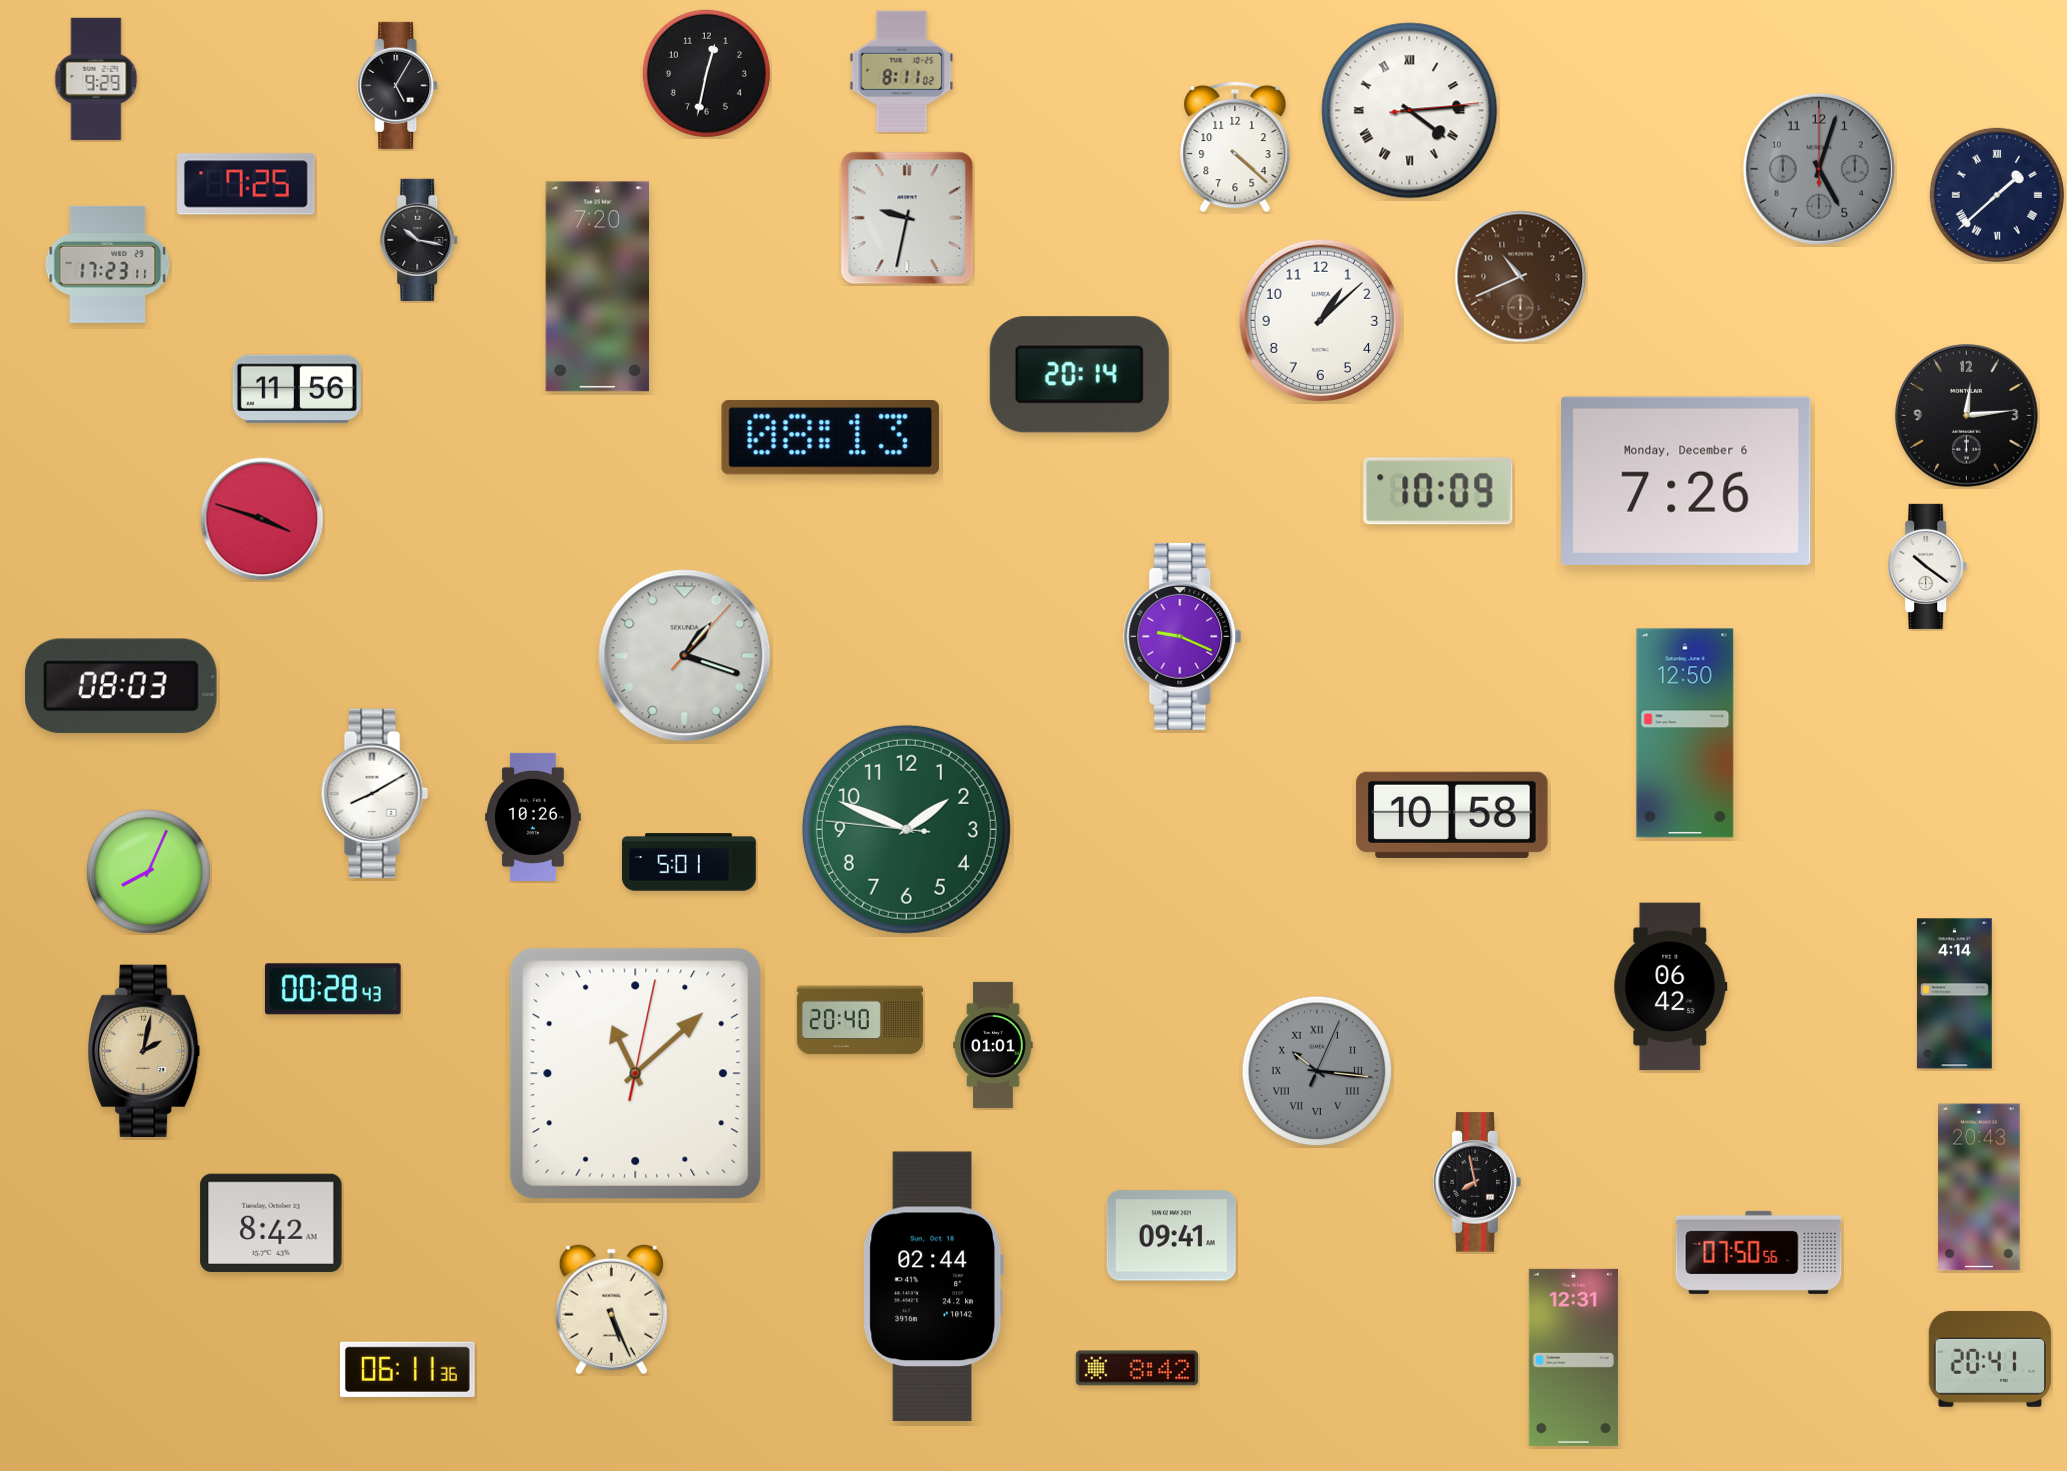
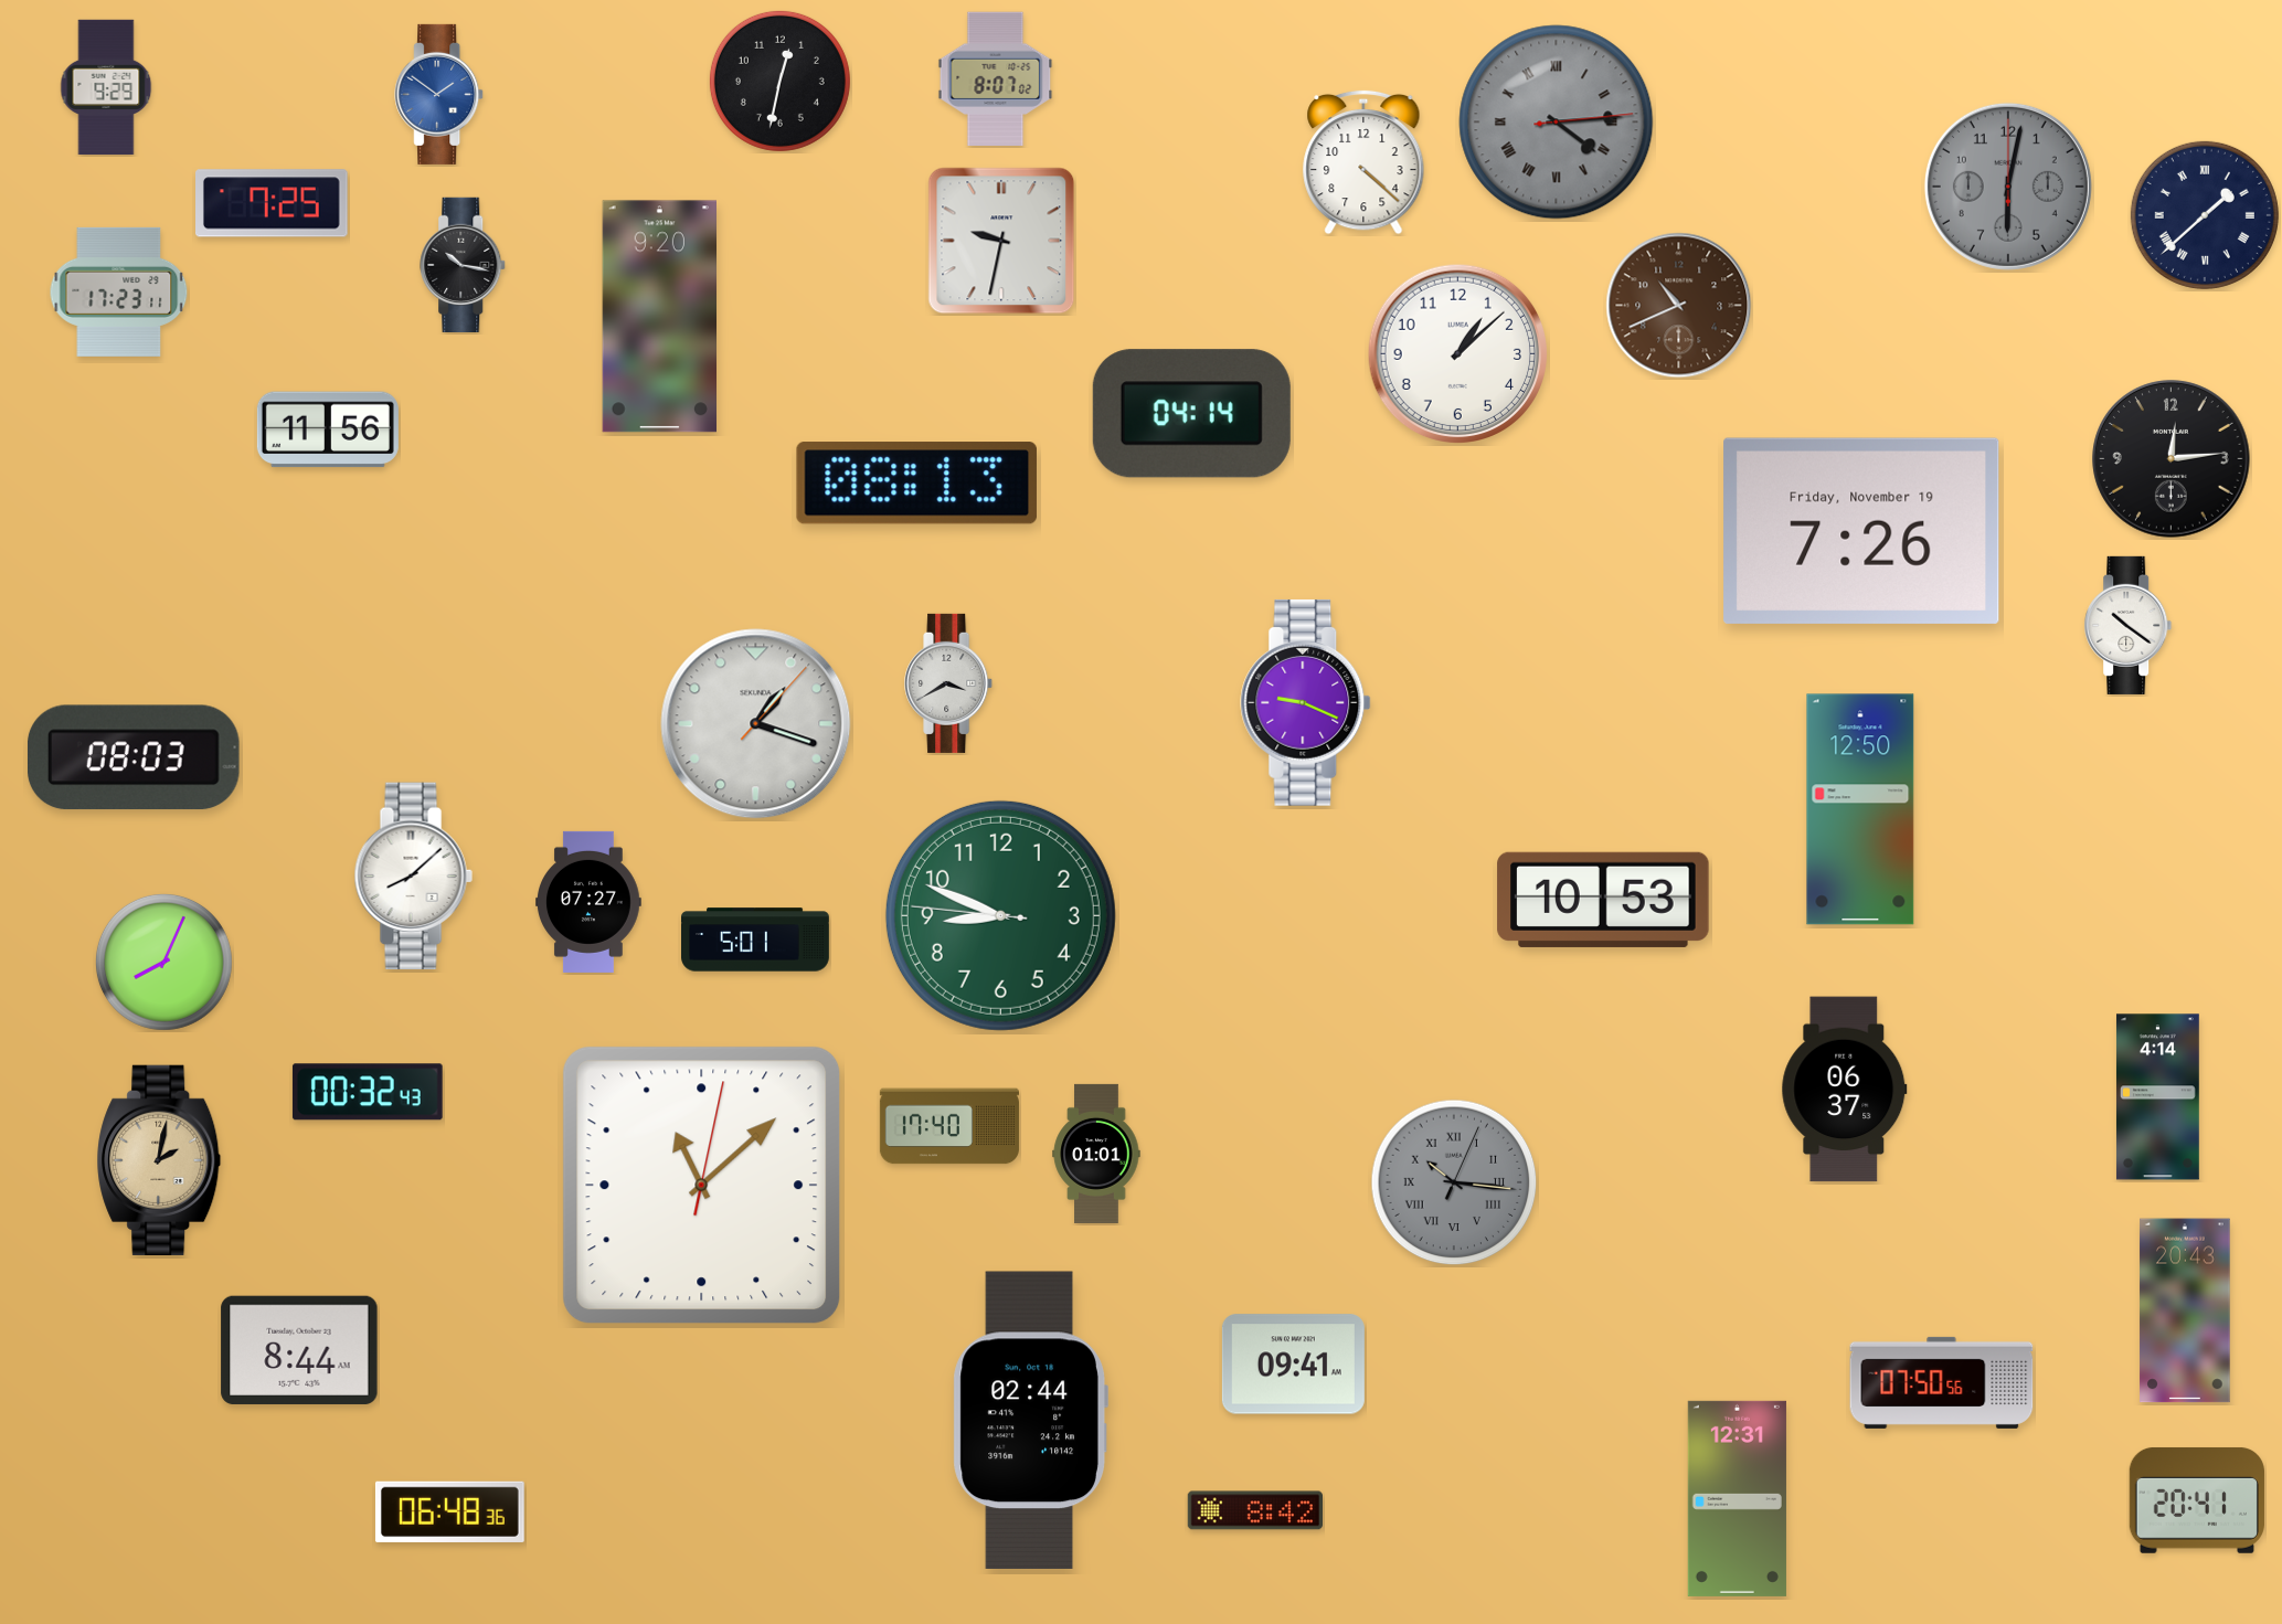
clock at (902, 71): 8:11 -> 8:07
clock at (398, 85): 5:05 -> 1:51
clock at (398, 85) dial: black -> blue
clock at (1410, 111) dial: white -> grey
clock at (1819, 169): 5:03 -> 6:02
clock at (597, 287): 7:20 -> 9:20
clock at (1079, 375): 20:14 -> 04:14
clock at (1686, 481) date: Monday, December 6 -> Friday, November 19
clock at (1438, 491): 10:09 -> none
clock at (262, 519): 3:48 -> none
clock at (949, 683): none -> 3:40
clock at (374, 794): 8:10 -> 8:08
clock at (1452, 815): 10:58 -> 10:53
clock at (533, 817): 10:26 -> 07:27
clock at (906, 829): 1:48 -> 8:48
clock at (689, 862) position: (689, 862) -> (755, 940)
clock at (1671, 987): 06:42 -> 06:37
clock at (333, 989): 00:28 -> 00:32
clock at (860, 1020): 20:40 -> 17:40
clock at (1477, 1182): 7:58 -> none
clock at (271, 1223): 8:42 -> 8:44
clock at (611, 1310): 5:26 -> none
clock at (407, 1369): 06:11 -> 06:48
